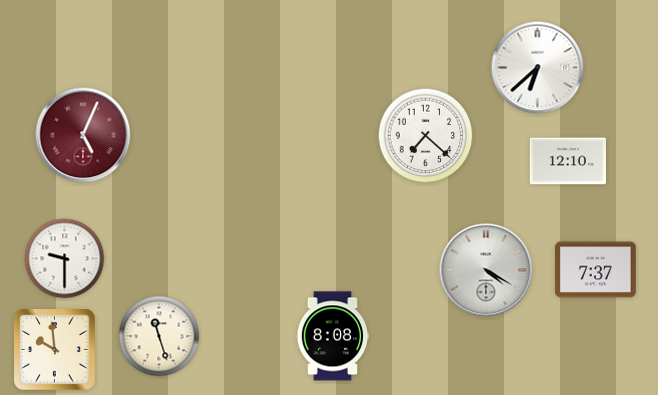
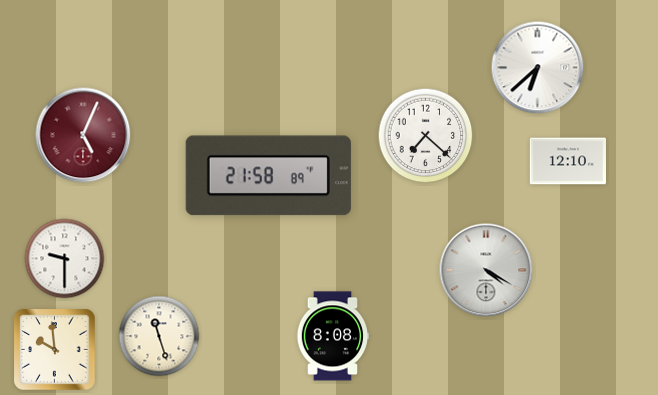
clock at (268, 176): none -> 21:58
clock at (596, 270): 7:37 -> none
